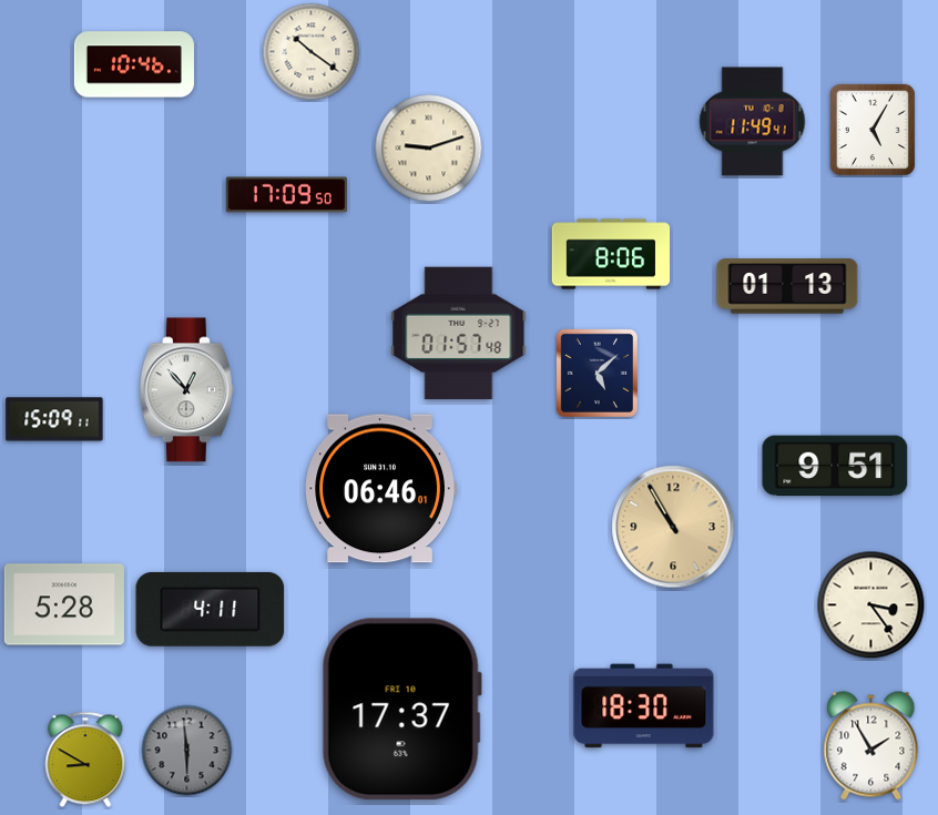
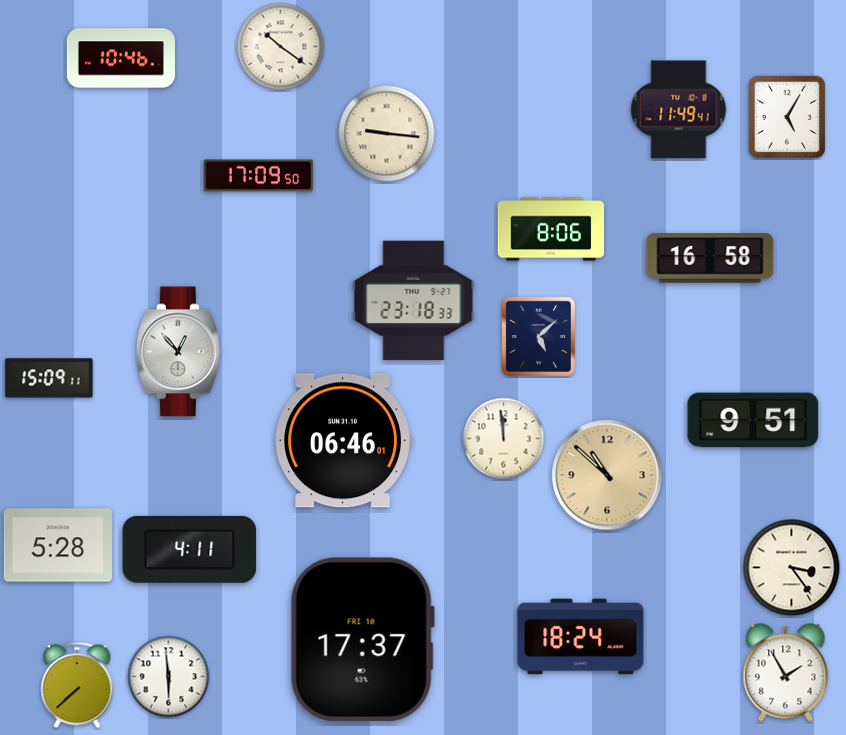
clock at (429, 149): 9:12 -> 9:16
clock at (787, 286): 01:13 -> 16:58
clock at (459, 334): 01:57 -> 23:18
clock at (186, 390) position: (186, 390) -> (178, 352)
clock at (504, 439): none -> 11:59
clock at (673, 527): 10:55 -> 10:52
clock at (871, 605) position: (871, 605) -> (792, 568)
clock at (644, 706): 18:30 -> 18:24
clock at (187, 751) dial: grey -> white
clock at (85, 760): 8:50 -> 7:38
